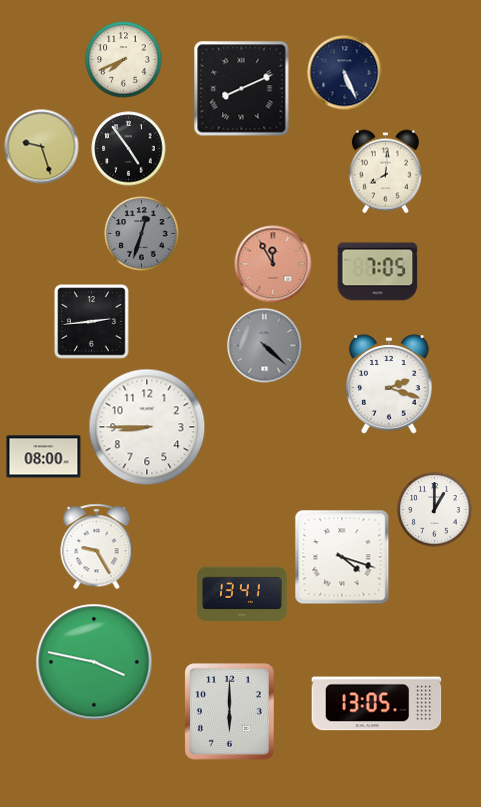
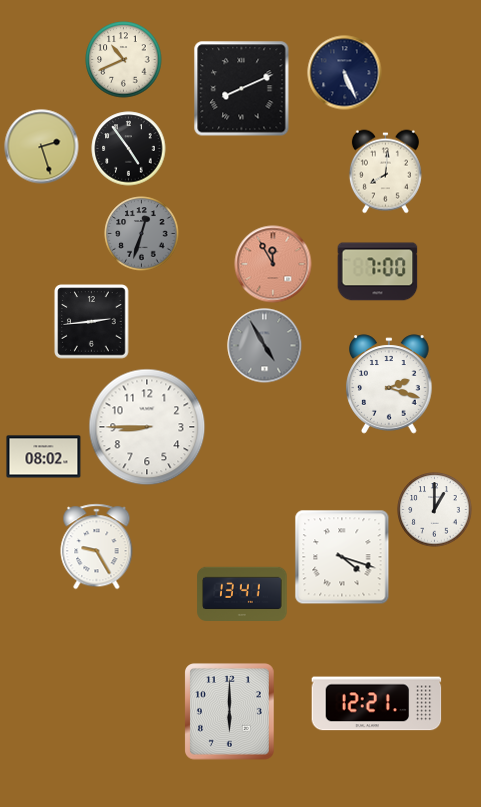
clock at (124, 60): 7:41 -> 10:41
clock at (42, 147): 9:27 -> 2:27
clock at (378, 272): 7:05 -> 7:00
clock at (265, 346): 4:22 -> 4:55
clock at (44, 457): 08:00 -> 08:02
clock at (94, 662): 3:47 -> none
clock at (377, 704): 13:05 -> 12:21
